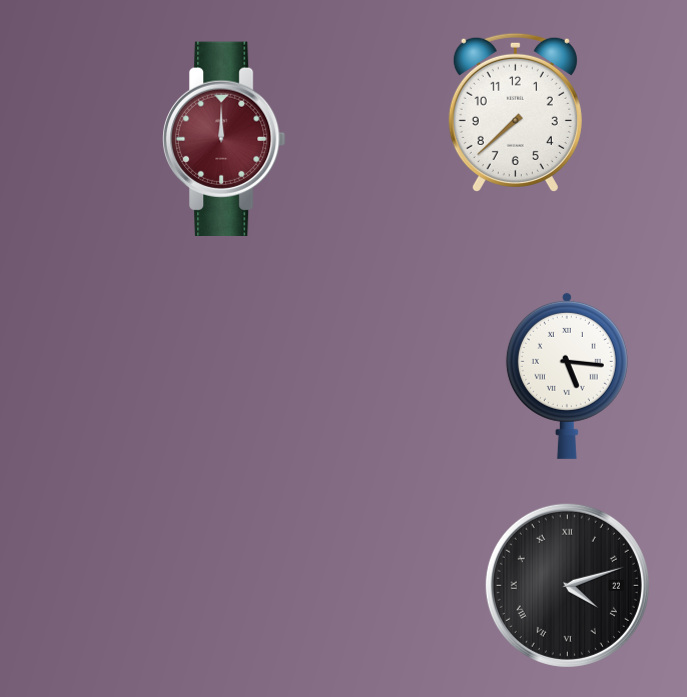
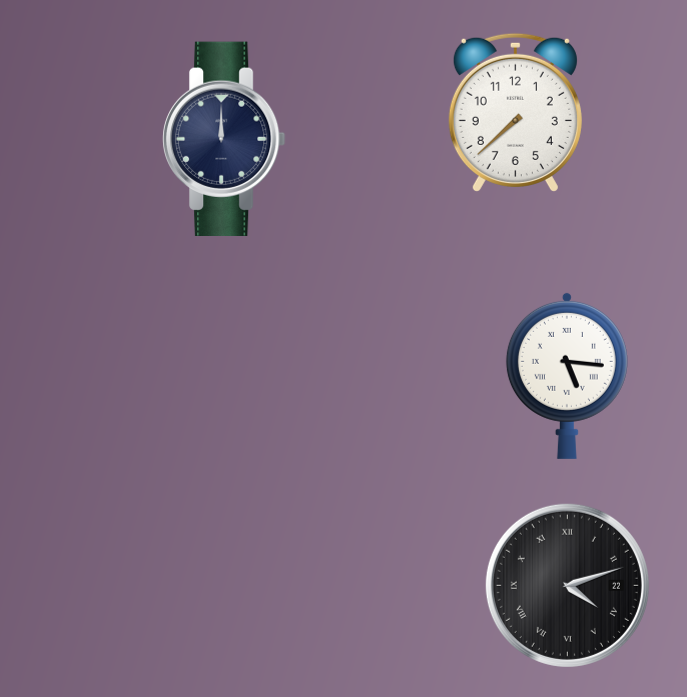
clock at (224, 138) dial: burgundy -> navy
